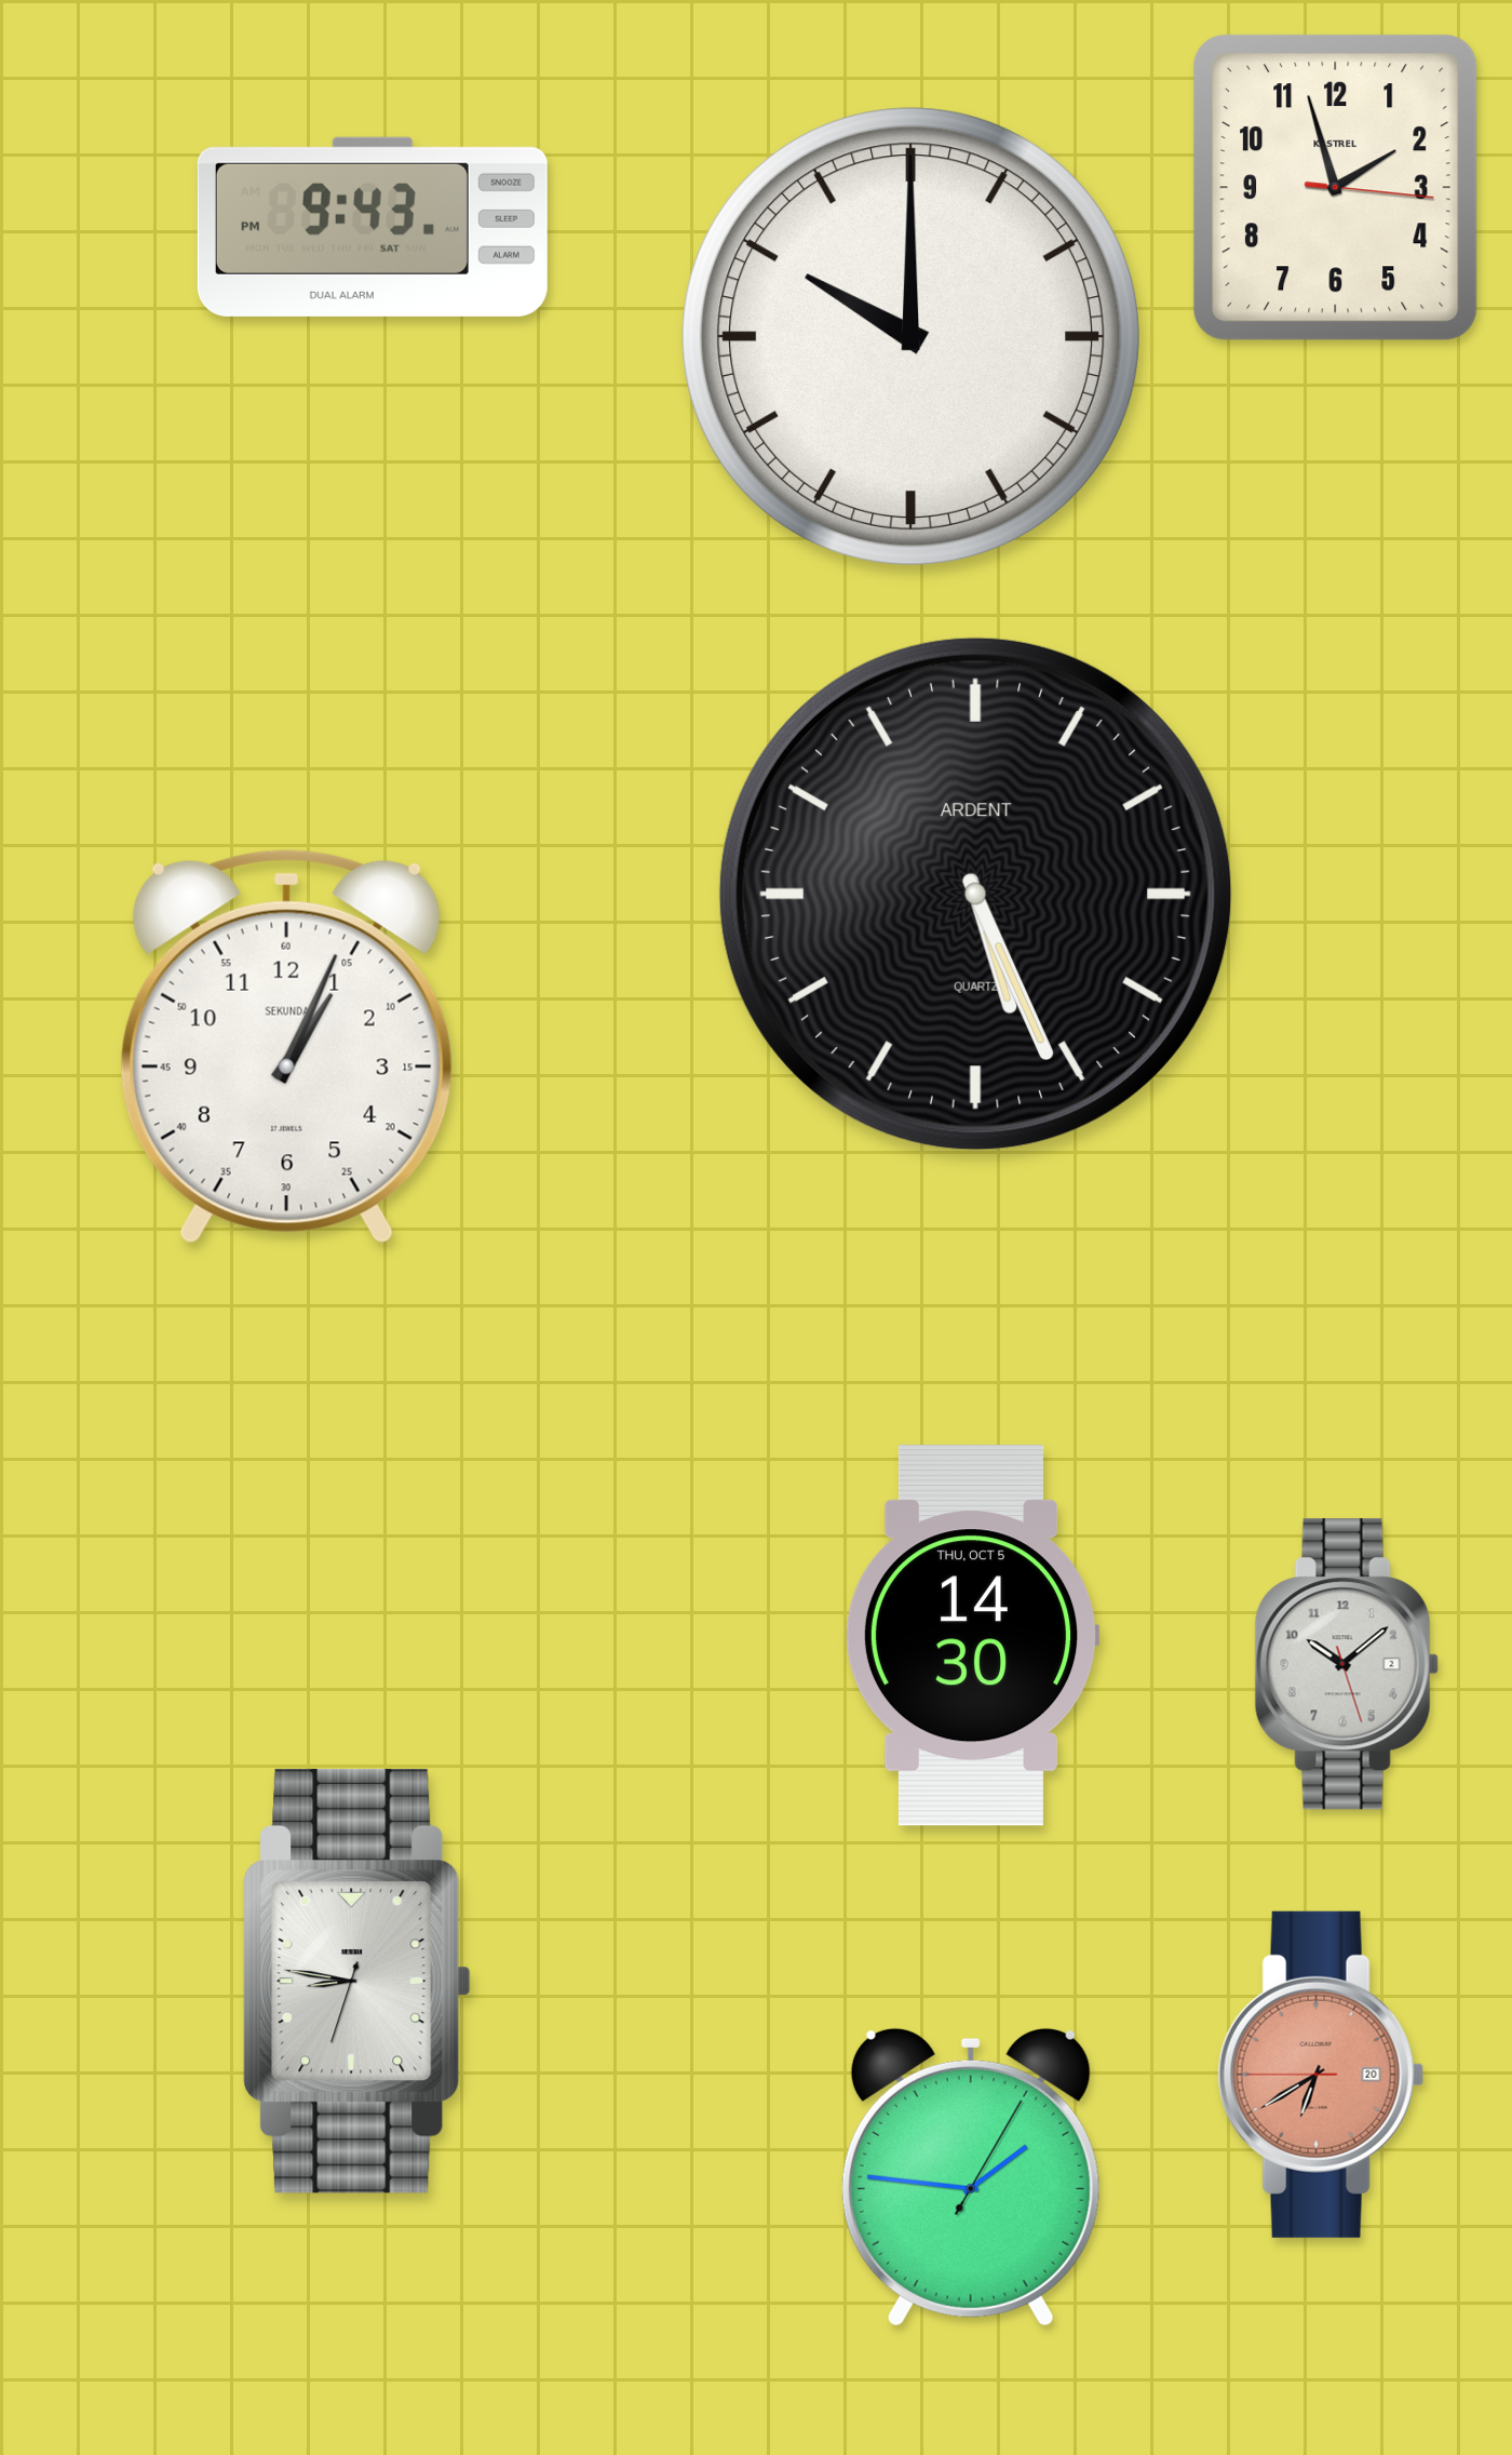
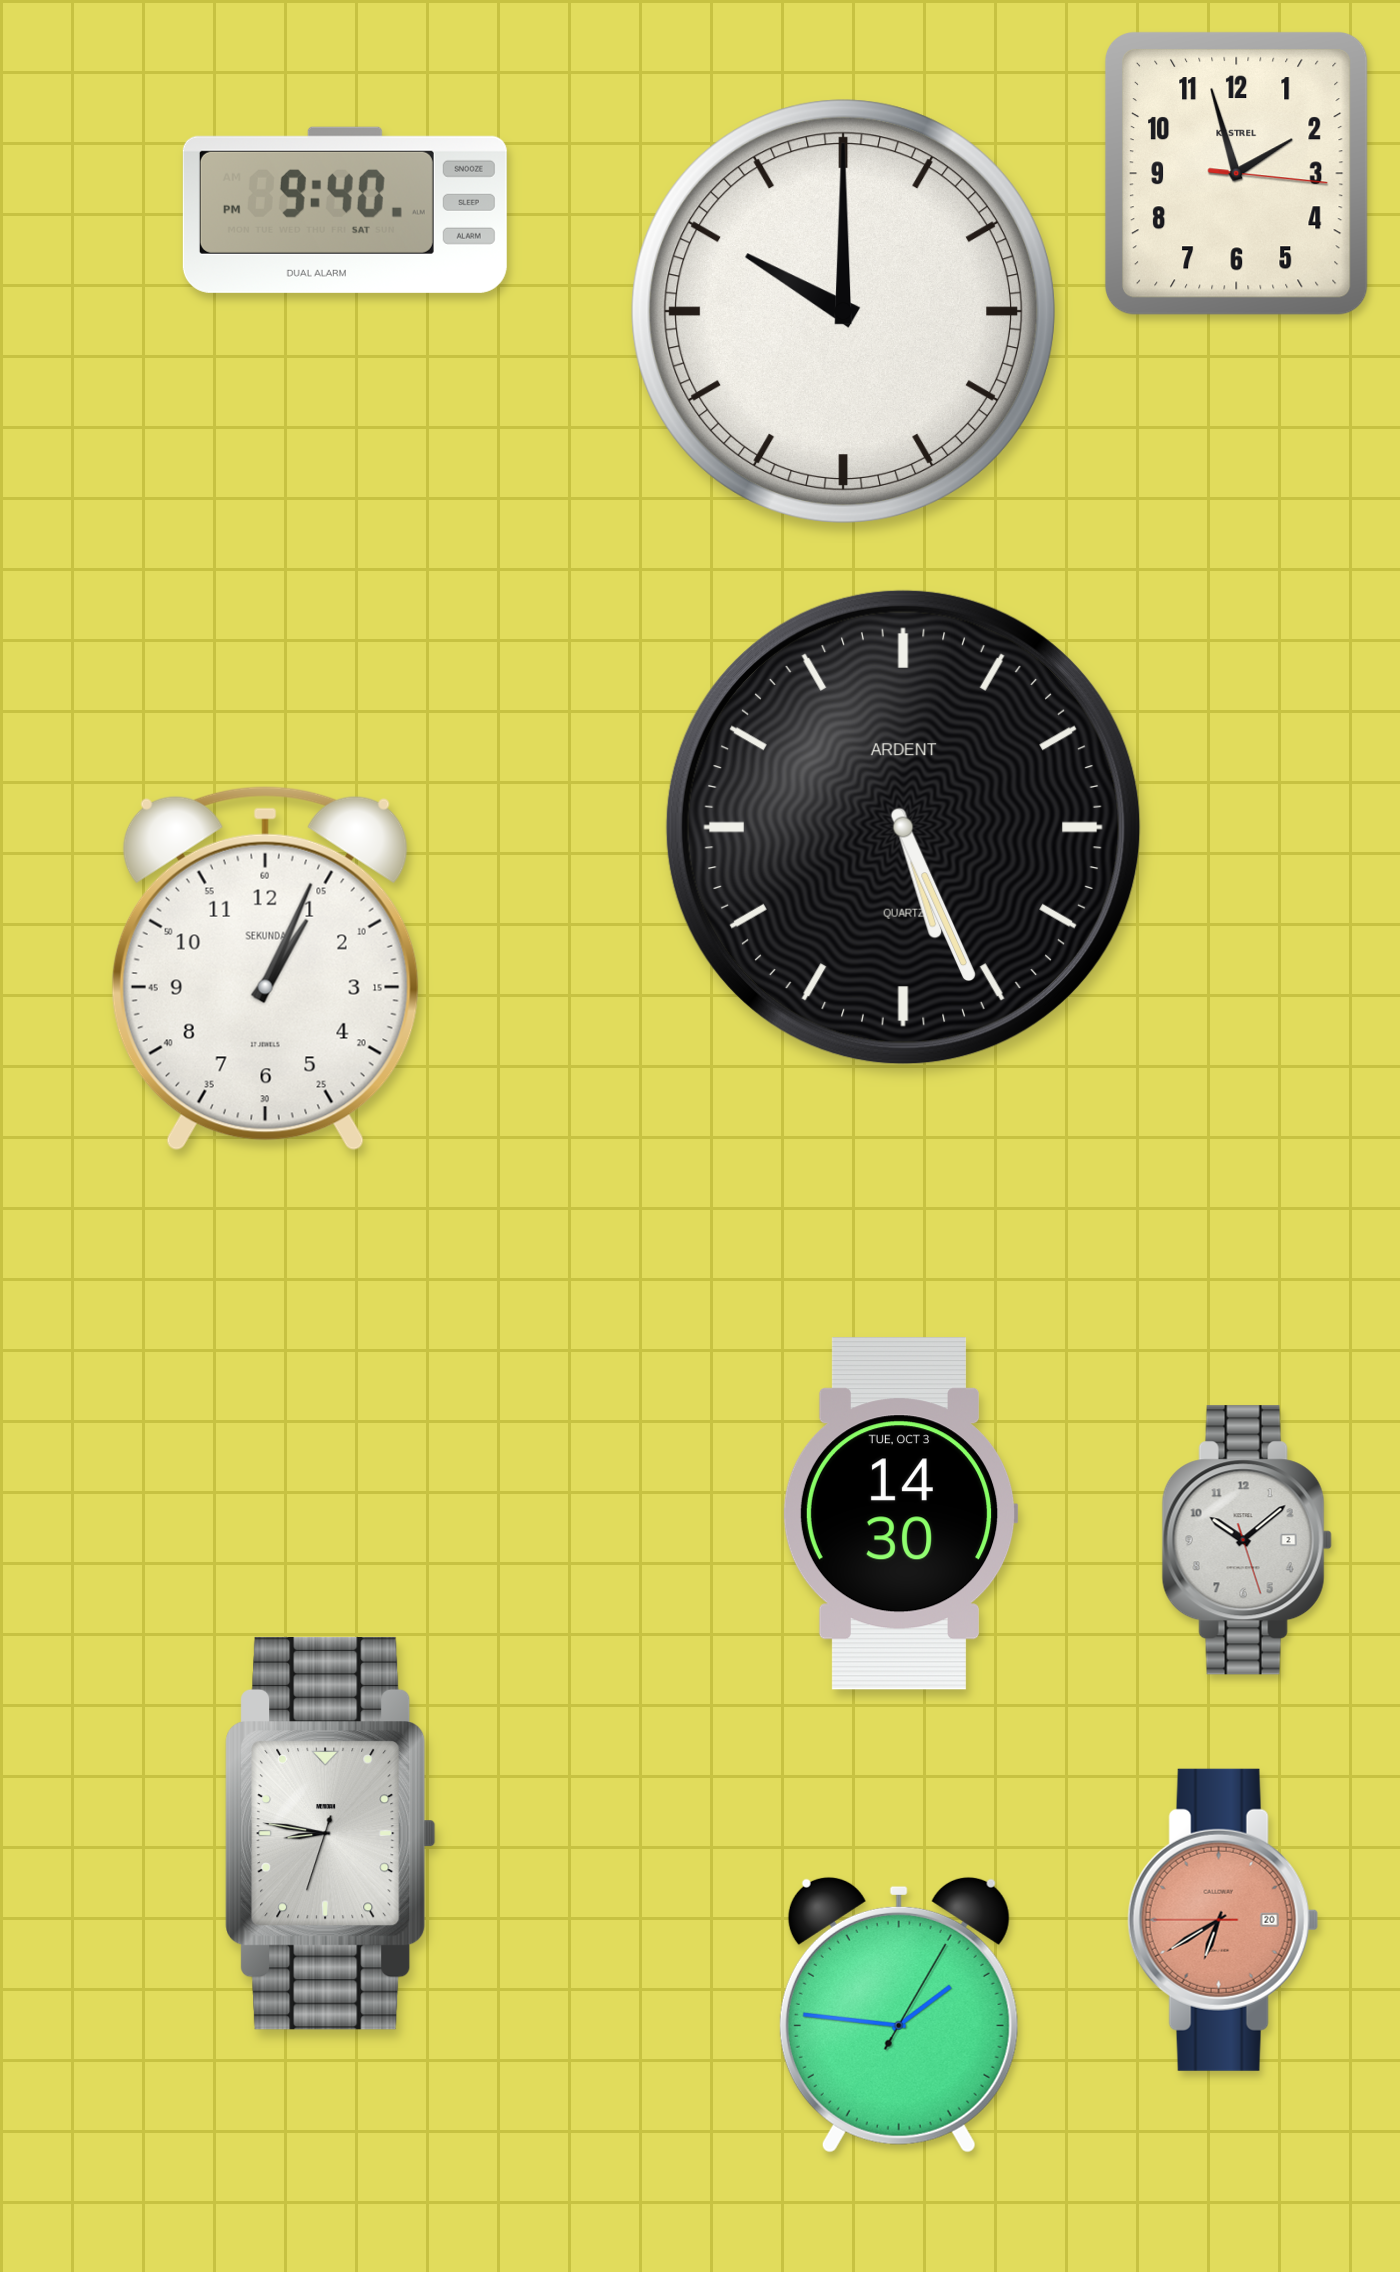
clock at (373, 227): 9:43 -> 9:40
clock at (972, 1636) date: THU, OCT 5 -> TUE, OCT 3
